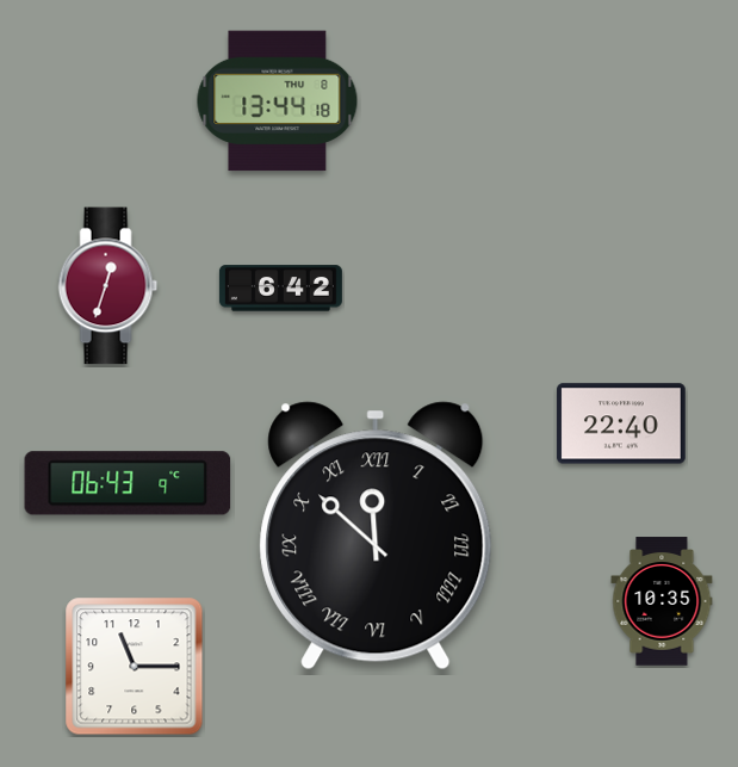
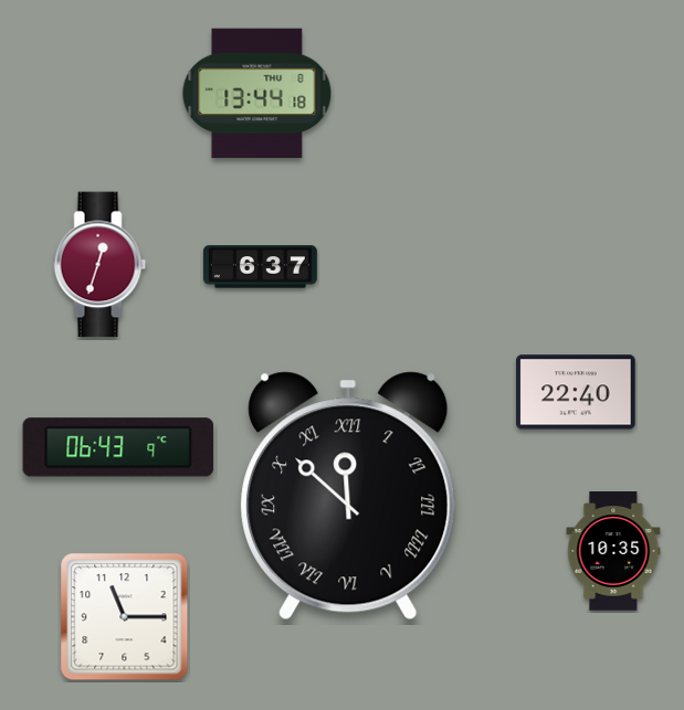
clock at (280, 289): 6:42 -> 6:37
clock at (662, 601) position: (662, 601) -> (613, 551)
